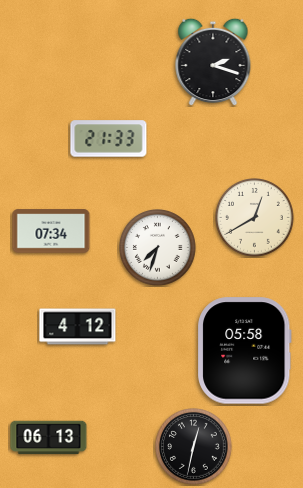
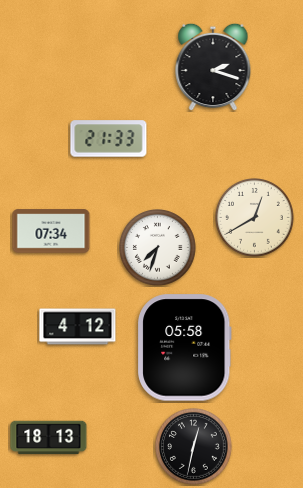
clock at (213, 62) position: (213, 62) -> (213, 67)
clock at (244, 351) position: (244, 351) -> (184, 348)
clock at (49, 438): 06:13 -> 18:13
